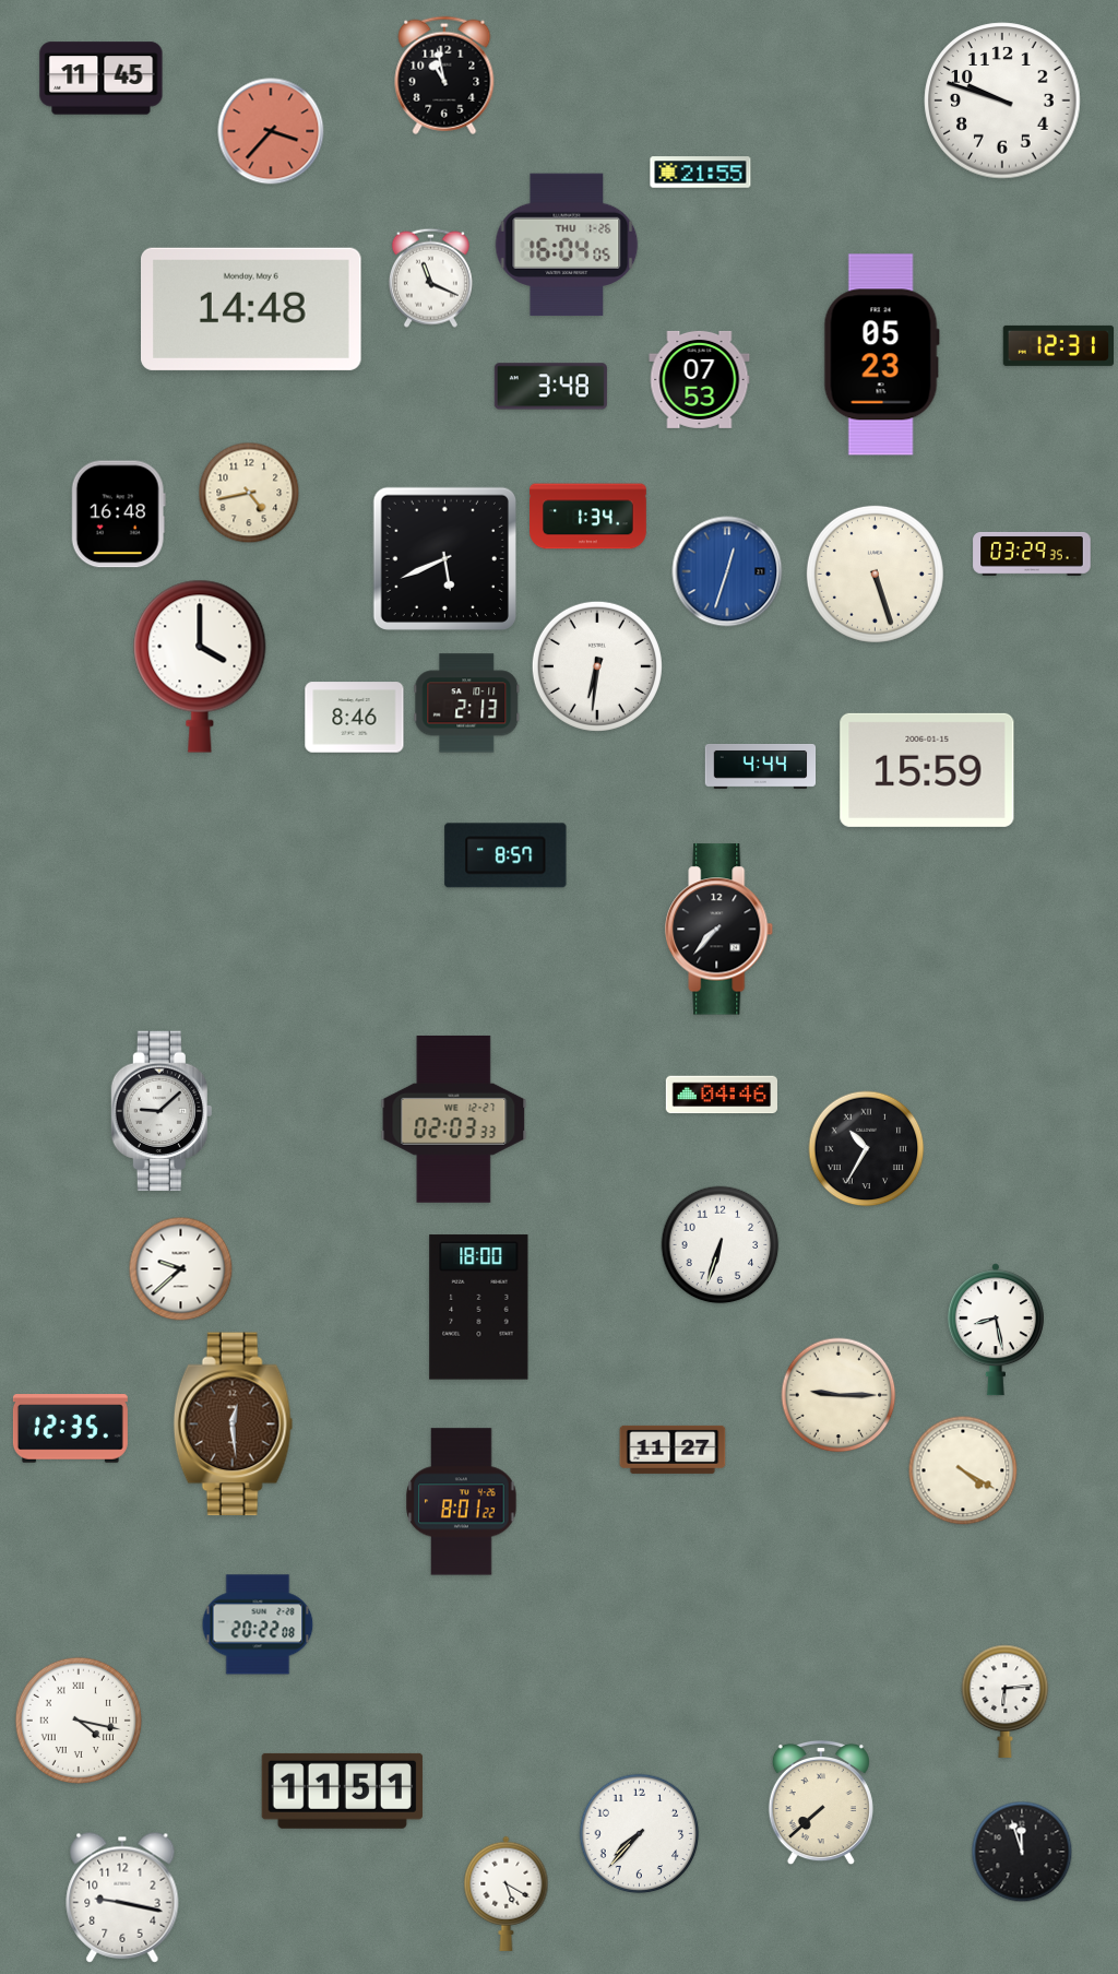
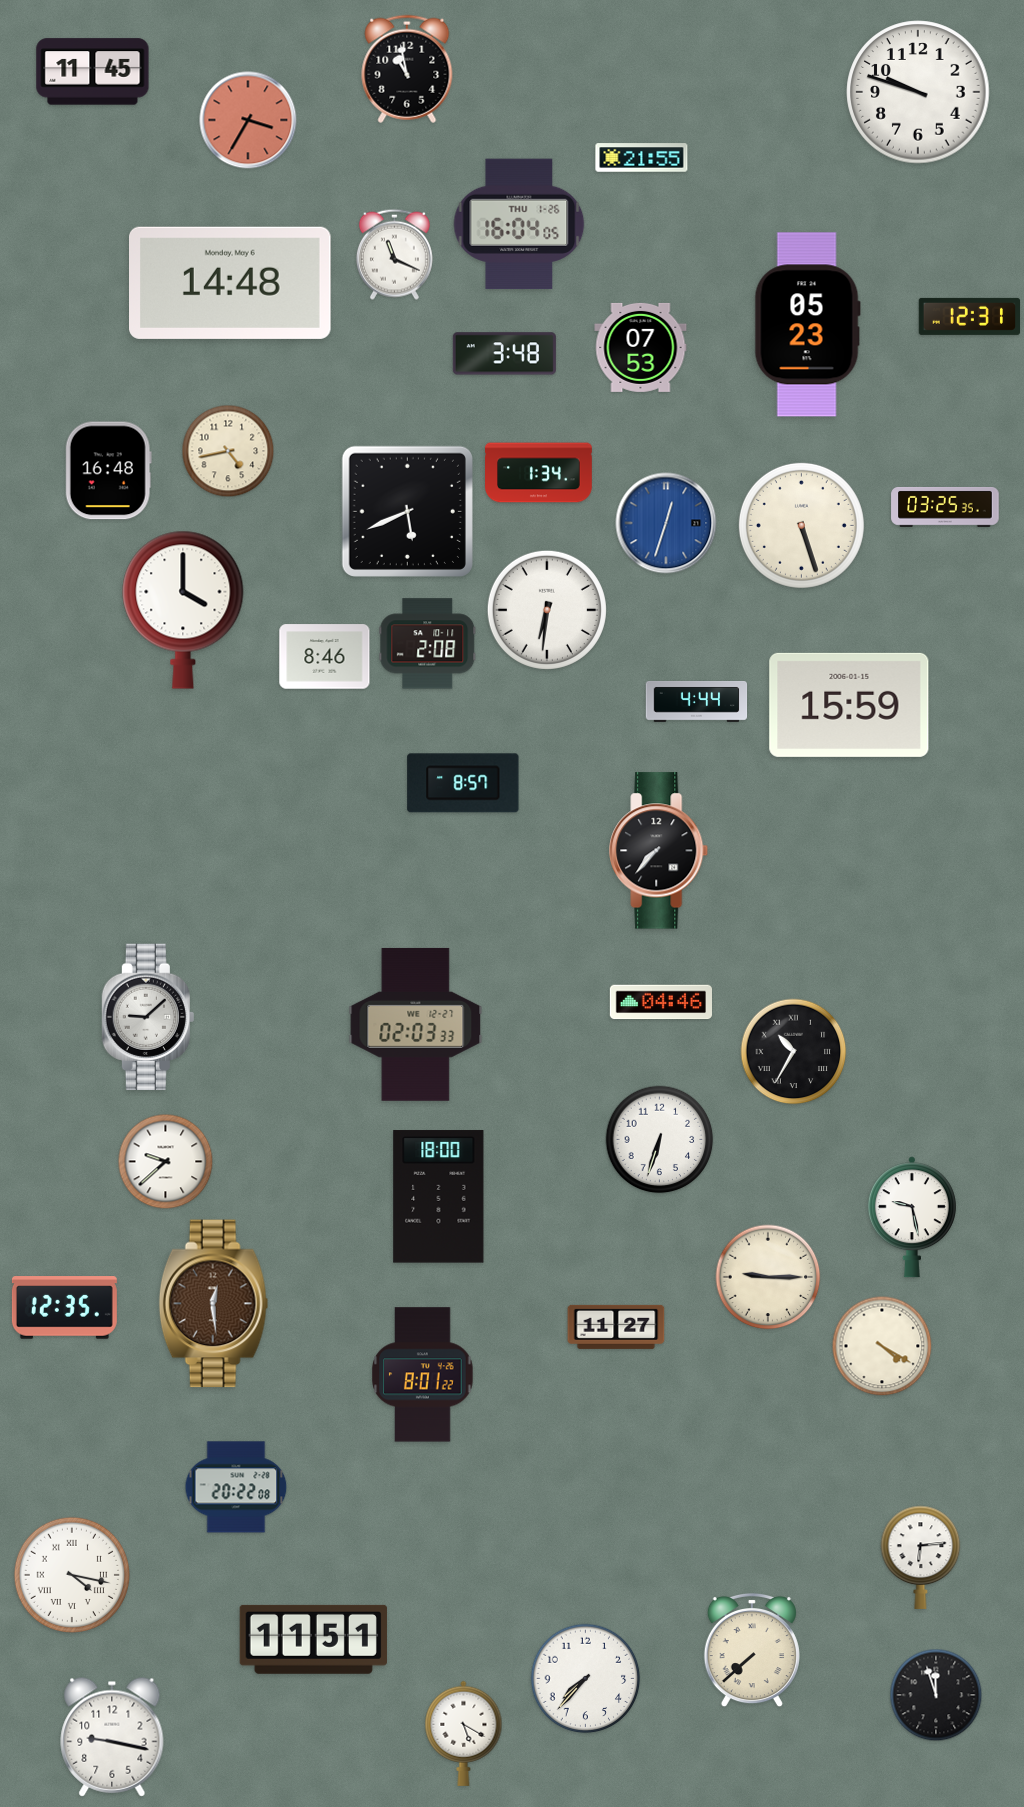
clock at (271, 131): 3:37 -> 3:35
clock at (1032, 554): 03:29 -> 03:25
clock at (467, 704): 2:13 -> 2:08
clock at (996, 1329): 8:28 -> 9:28
